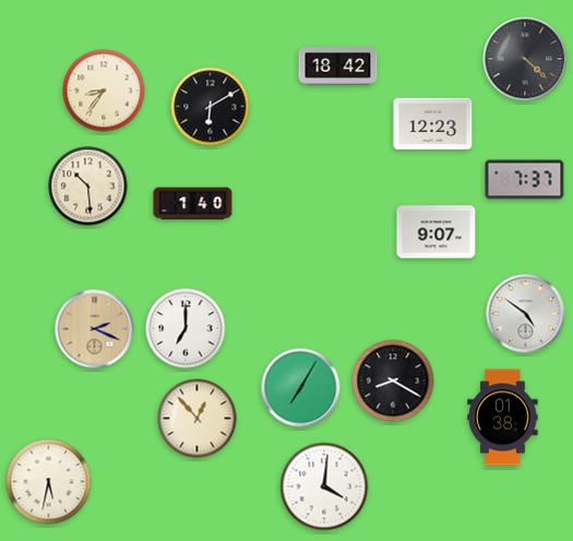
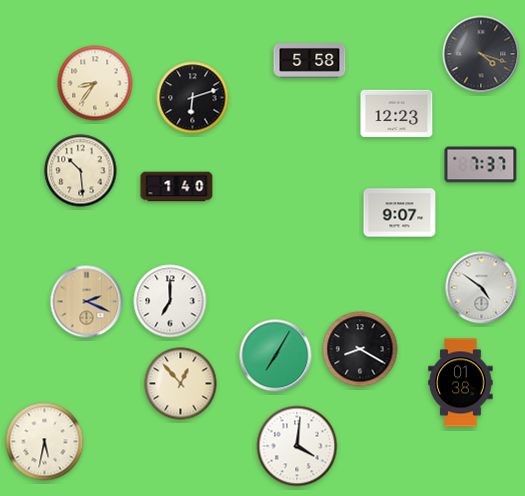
clock at (525, 59): 4:22 -> 4:18
clock at (338, 67): 18:42 -> 5:58
clock at (211, 107): 6:10 -> 6:12
